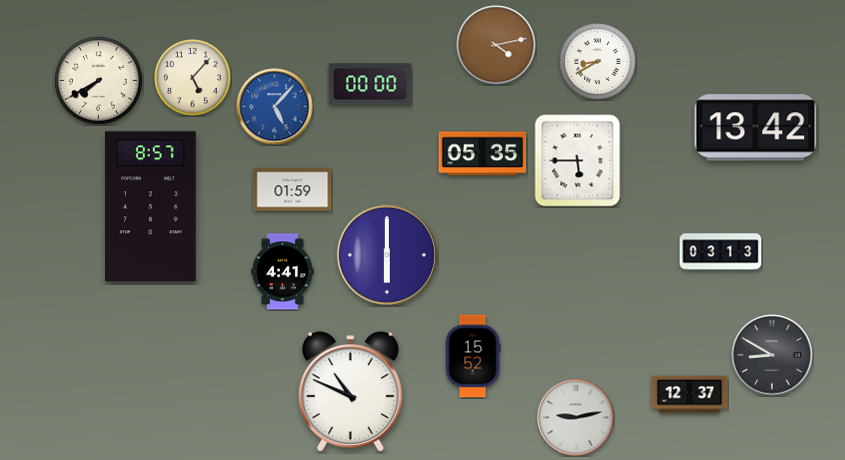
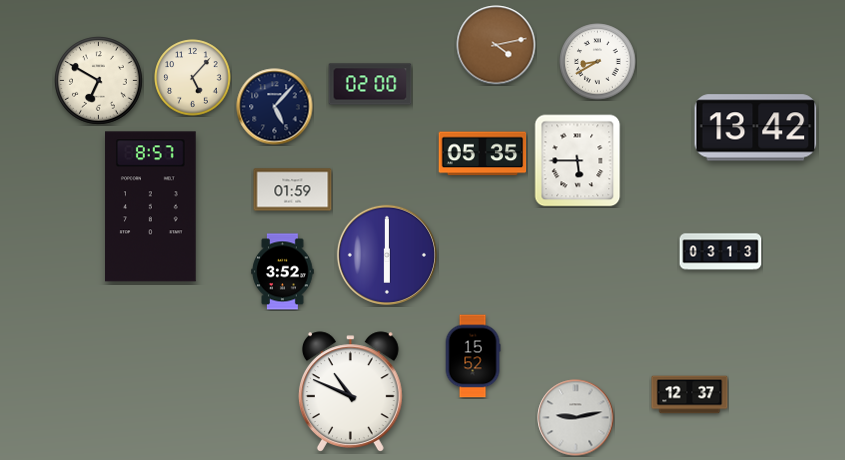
clock at (99, 81): 7:40 -> 6:50
clock at (370, 84): 00:00 -> 02:00
clock at (275, 107) dial: blue -> navy
clock at (283, 272): 4:41 -> 3:52
clock at (772, 355): 8:50 -> none
